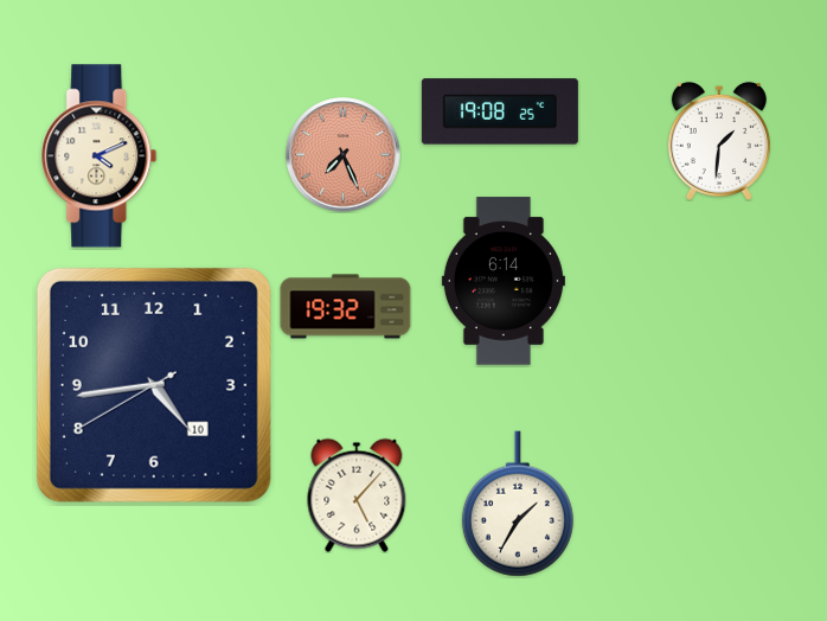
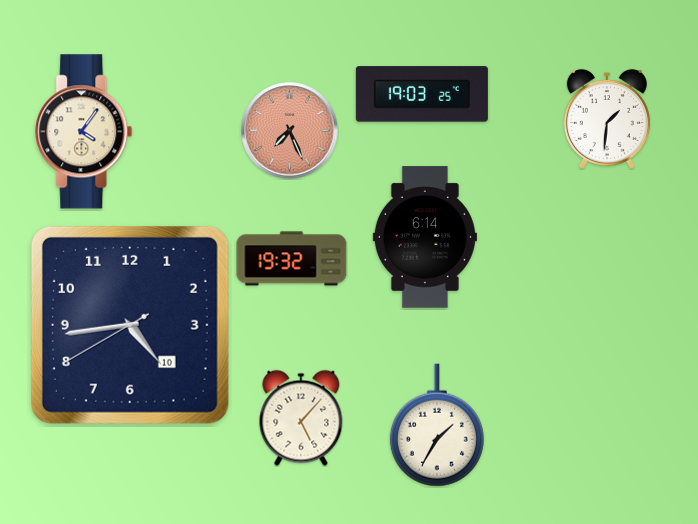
clock at (500, 111): 19:08 -> 19:03
clock at (100, 156): 4:11 -> 4:06
